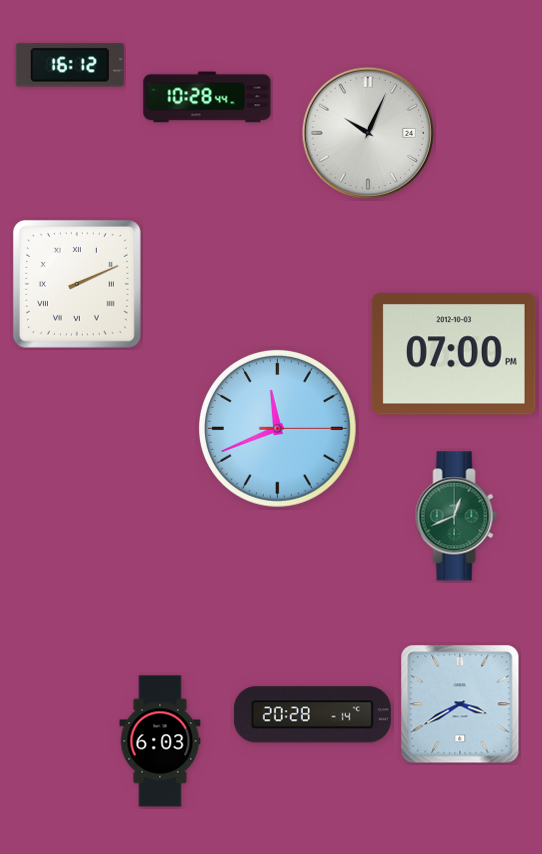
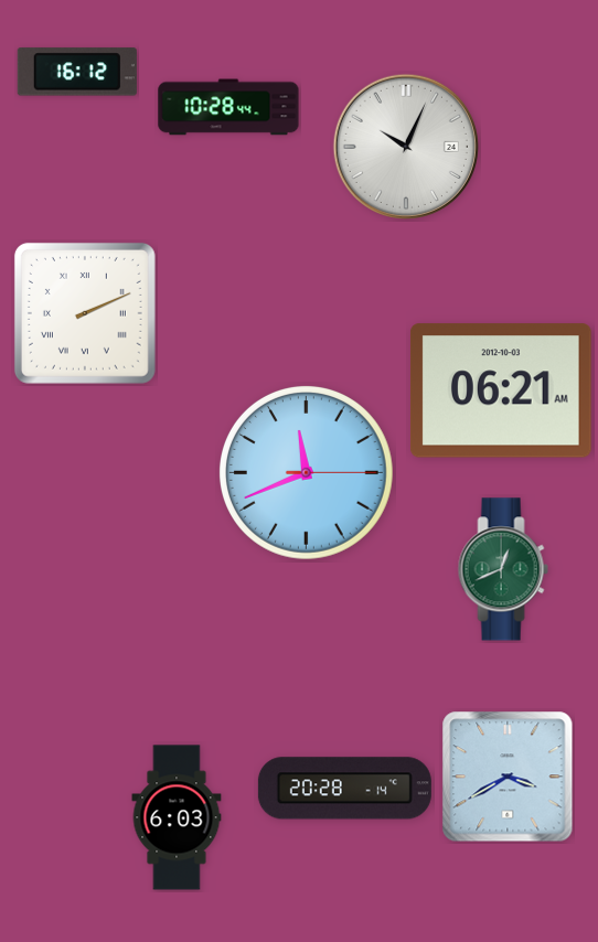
clock at (454, 354): 07:00 -> 06:21
